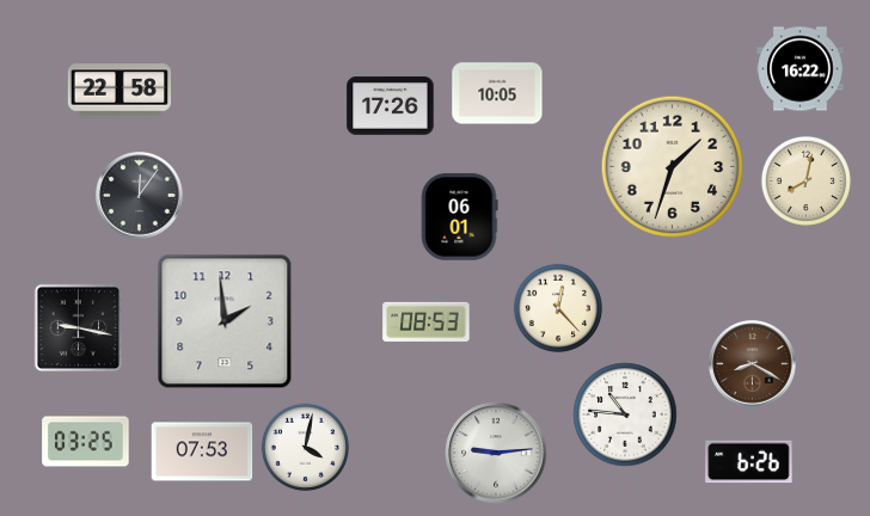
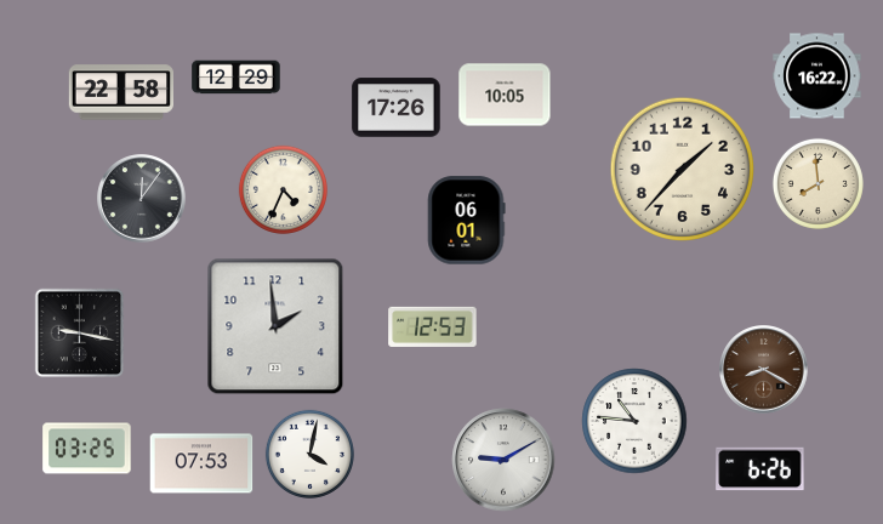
clock at (801, 69) position: (801, 69) -> (818, 76)
clock at (237, 78): none -> 12:29
clock at (673, 167): 1:33 -> 1:37
clock at (805, 180): 8:02 -> 7:59
clock at (283, 189): none -> 4:34
clock at (558, 308): 12:23 -> none
clock at (225, 321) position: (225, 321) -> (275, 326)
clock at (427, 321): 08:53 -> 12:53
clock at (202, 451) position: (202, 451) -> (201, 463)
clock at (496, 453): 9:14 -> 9:10
